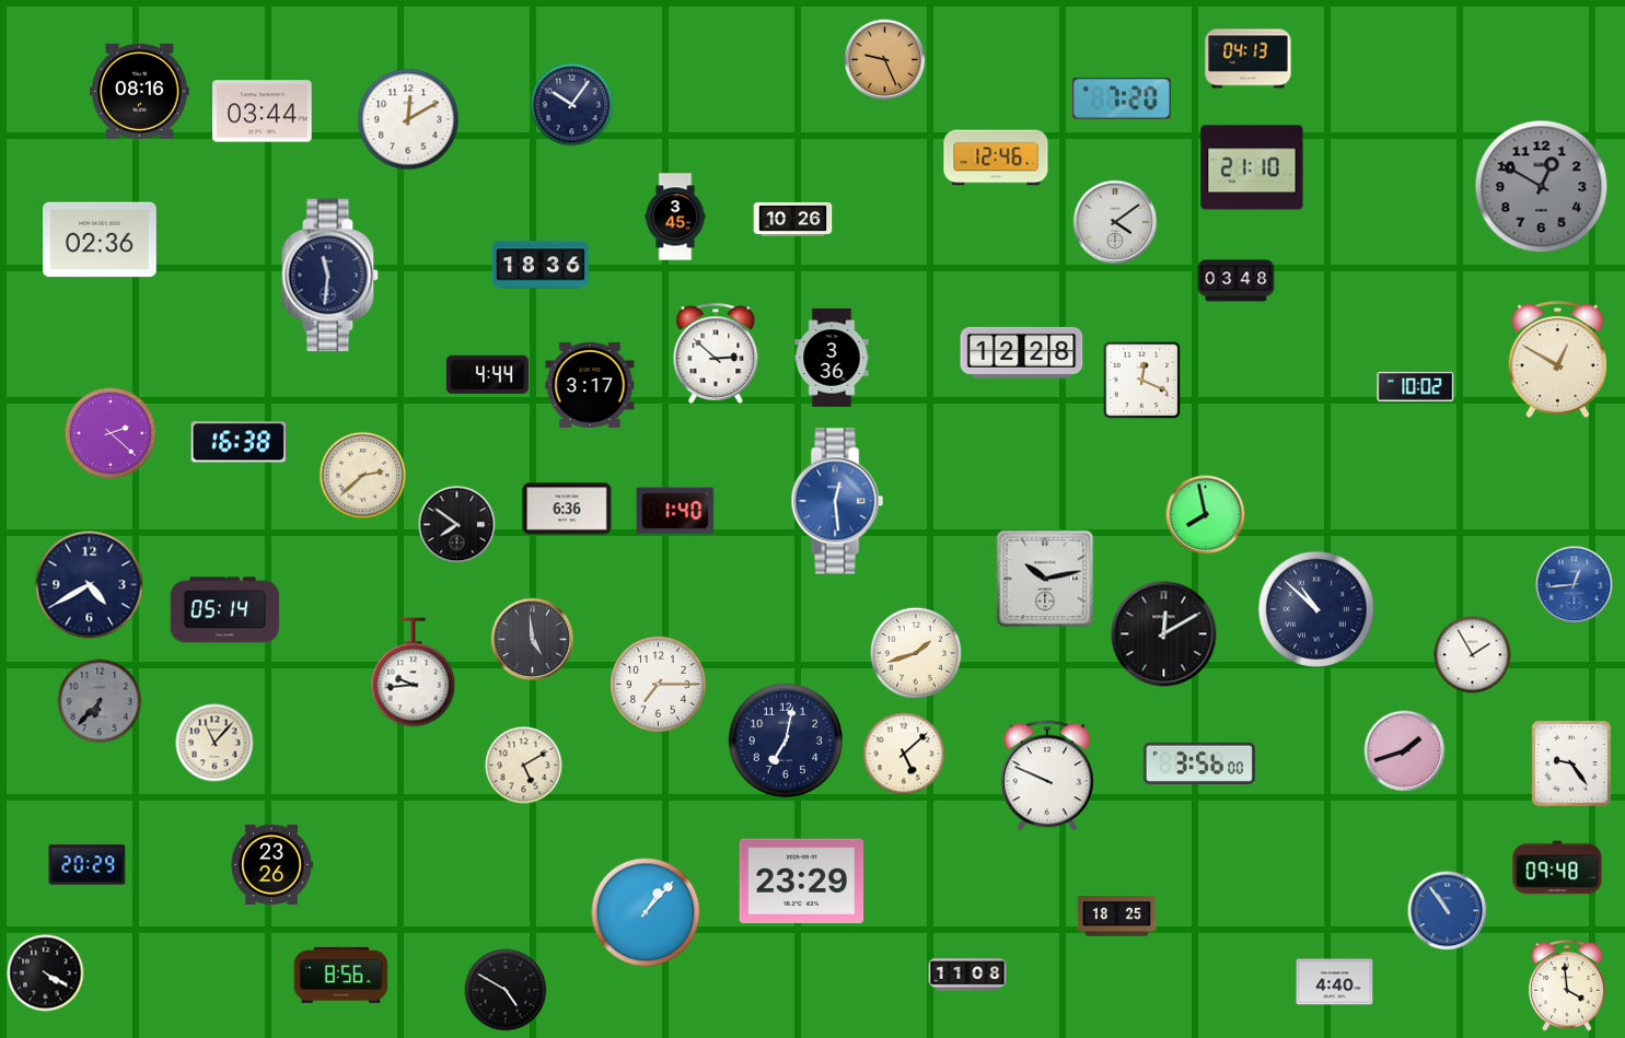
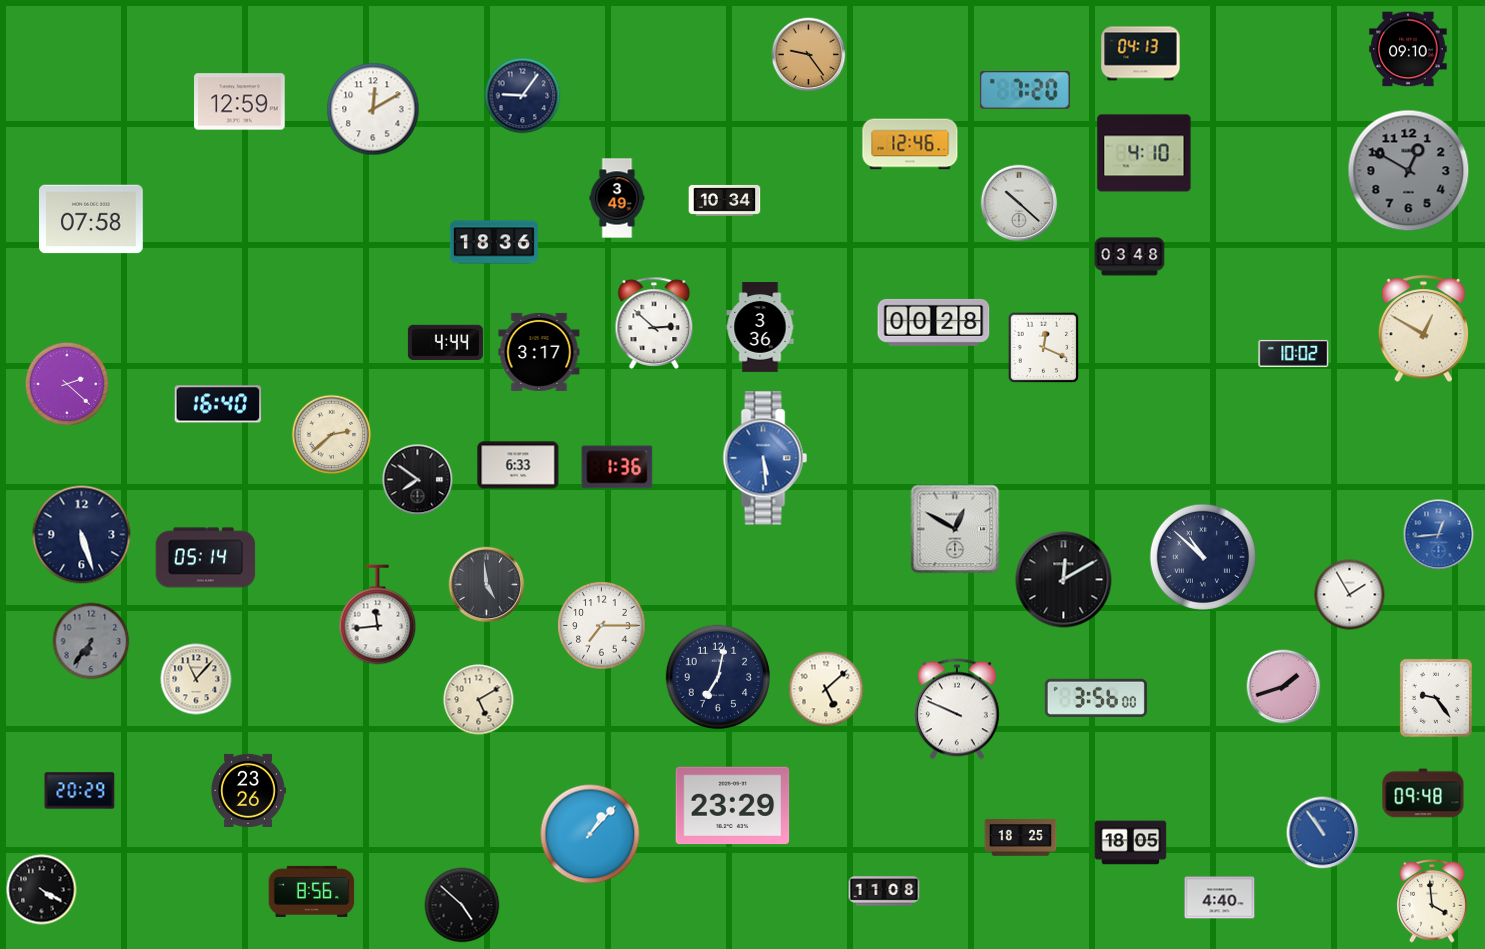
clock at (1408, 49): none -> 09:10
clock at (885, 60): 9:26 -> 9:24
clock at (140, 91): 08:16 -> none
clock at (572, 105): 10:06 -> 9:06
clock at (263, 112): 03:44 -> 12:59
clock at (1252, 167): 21:10 -> 4:10
clock at (675, 217): 3:45 -> 3:49
clock at (793, 219): 10:26 -> 10:34
clock at (1115, 222): 4:09 -> 10:22
clock at (101, 240): 02:36 -> 07:58
clock at (329, 276): 11:31 -> none
clock at (1022, 352): 12:28 -> 00:28
clock at (111, 433) position: (111, 433) -> (67, 384)
clock at (239, 442): 16:38 -> 16:40
clock at (837, 501): 12:29 -> 5:29
clock at (567, 509): 6:36 -> 6:33
clock at (675, 511): 1:40 -> 1:36
clock at (1206, 515): 7:58 -> none
clock at (1045, 579): 10:13 -> 12:50
clock at (90, 585): 4:40 -> 5:27
clock at (916, 653): 1:42 -> none
clock at (1473, 655) position: (1473, 655) -> (1350, 595)
clock at (414, 673): 9:44 -> 11:44
clock at (100, 701): 6:37 -> 6:36
clock at (1131, 843): none -> 18:05
clock at (506, 990): 4:50 -> 4:52
